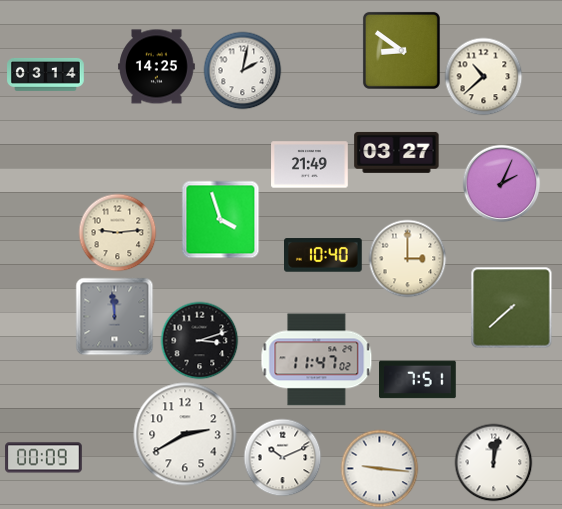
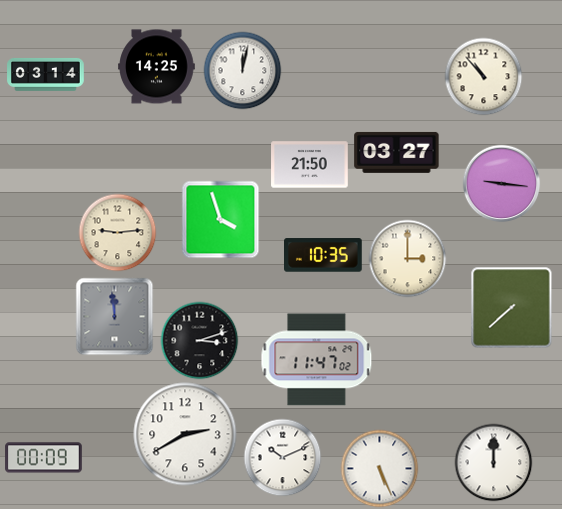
clock at (401, 50): 8:51 -> none
clock at (242, 70): 2:02 -> 12:02
clock at (483, 76): 10:38 -> 10:53
clock at (310, 165): 21:49 -> 21:50
clock at (501, 183): 2:04 -> 9:16
clock at (324, 255): 10:40 -> 10:35
clock at (418, 380): 7:51 -> none
clock at (493, 462): 12:02 -> 12:00
clock at (379, 468): 9:16 -> 5:26
